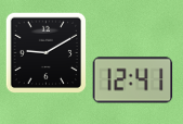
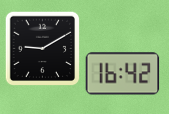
clock at (133, 80): 12:41 -> 16:42
